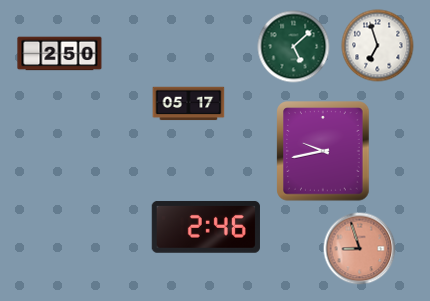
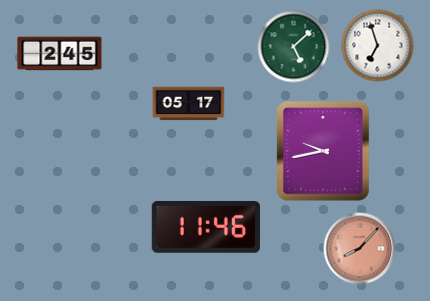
clock at (60, 54): 2:50 -> 2:45
clock at (206, 227): 2:46 -> 11:46
clock at (360, 249): 8:57 -> 8:07
